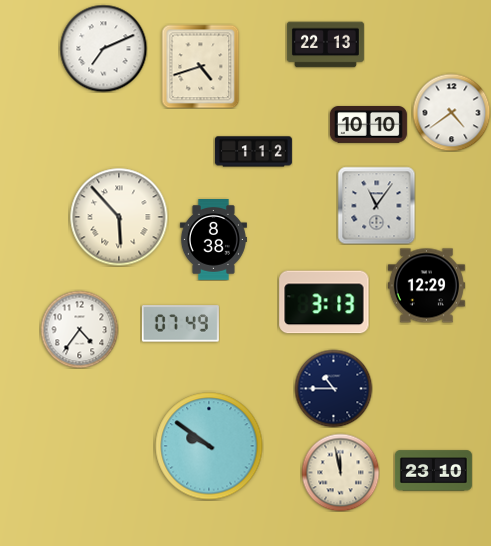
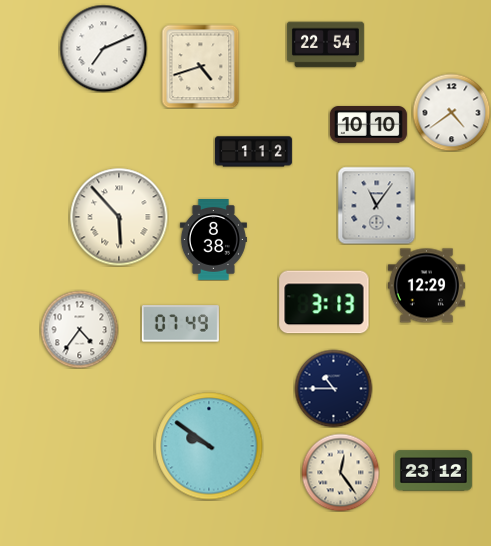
clock at (325, 45): 22:13 -> 22:54
clock at (433, 471): 23:10 -> 23:12
clock at (340, 472): 11:58 -> 12:24
